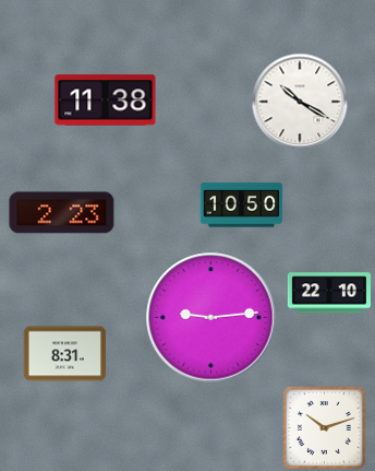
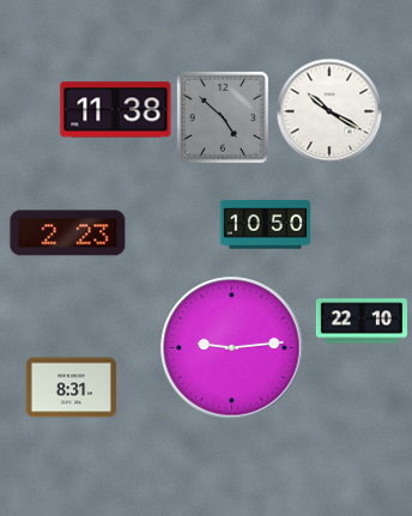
clock at (223, 117): none -> 4:52
clock at (324, 427): 10:12 -> none
